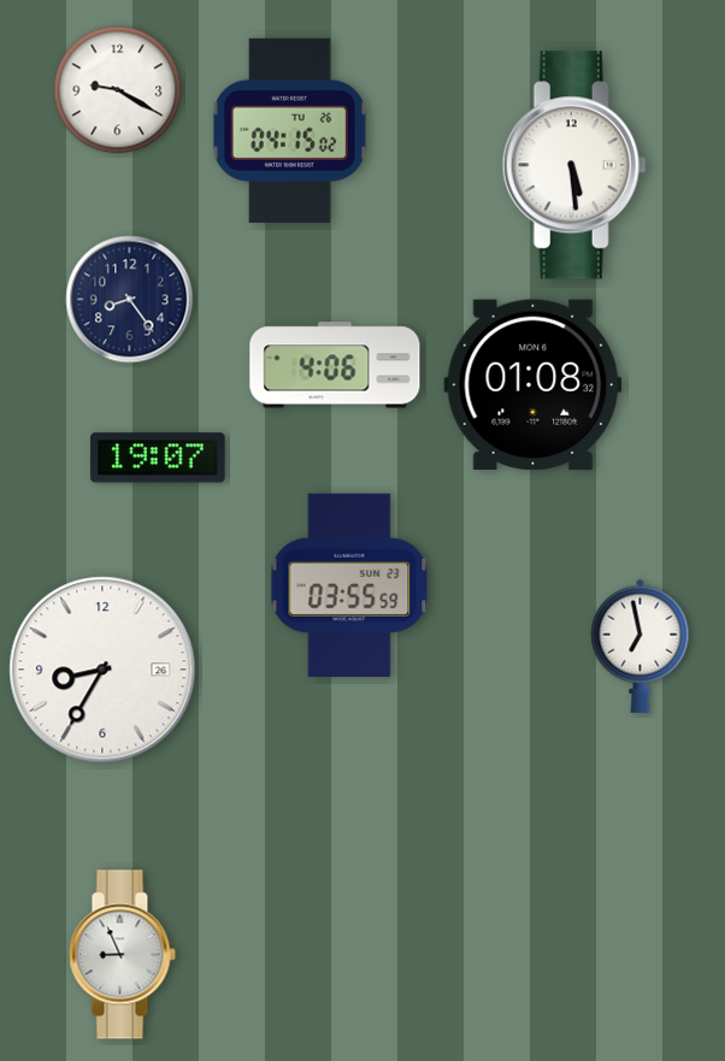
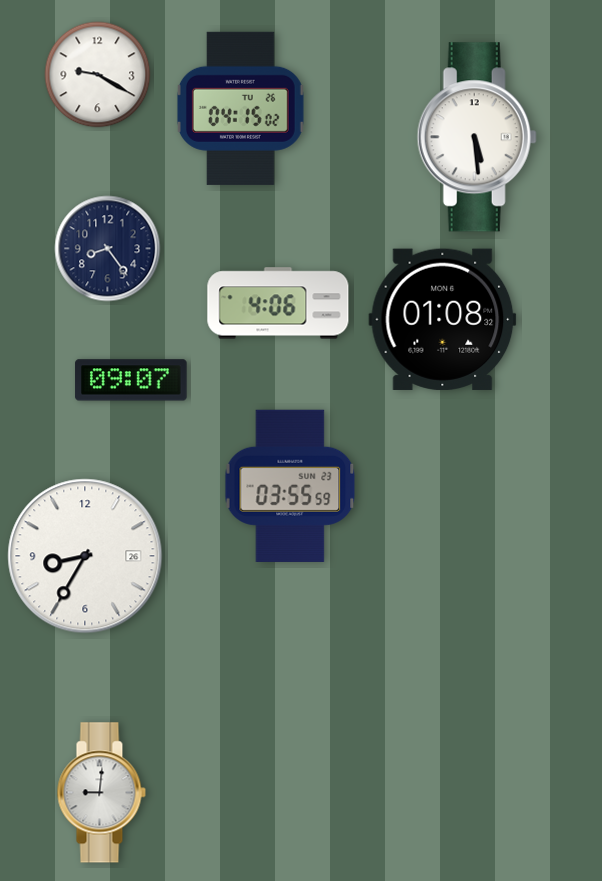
clock at (158, 458): 19:07 -> 09:07
clock at (641, 646): 6:58 -> none
clock at (122, 955): 8:56 -> 9:01
